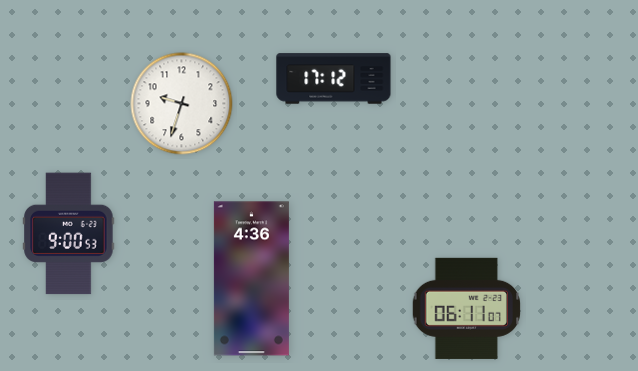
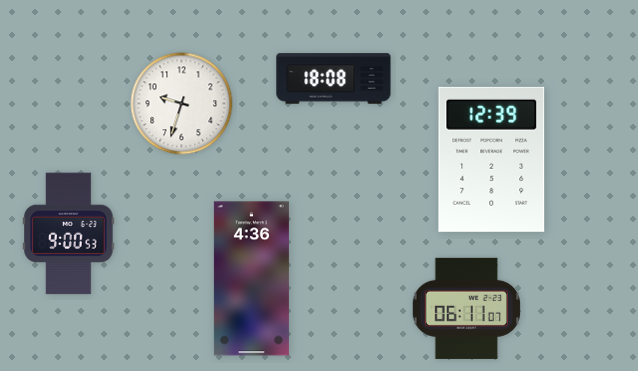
clock at (334, 79): 17:12 -> 18:08
clock at (492, 159): none -> 12:39
